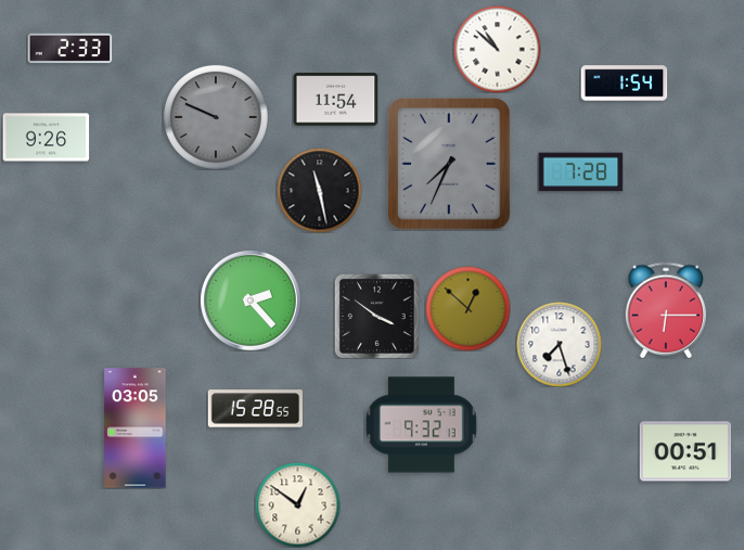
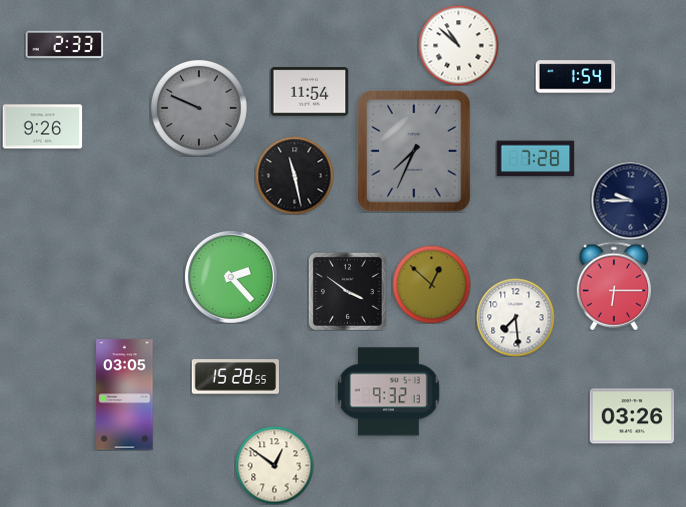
clock at (630, 200): none -> 9:45
clock at (559, 344): 7:27 -> 7:29
clock at (685, 451): 00:51 -> 03:26
